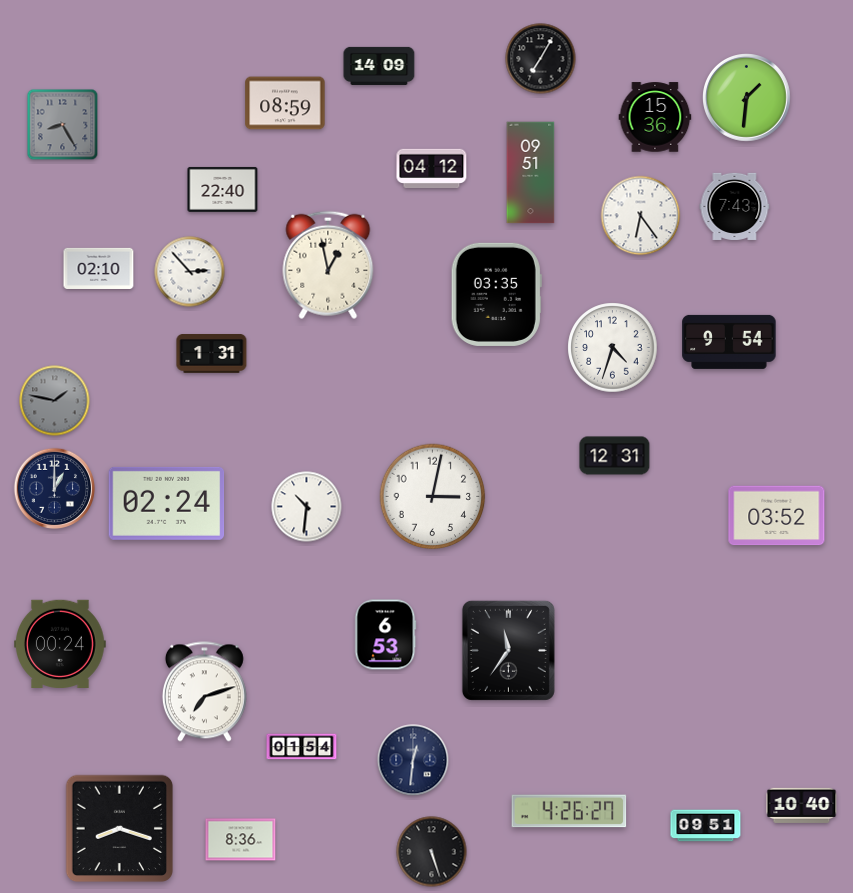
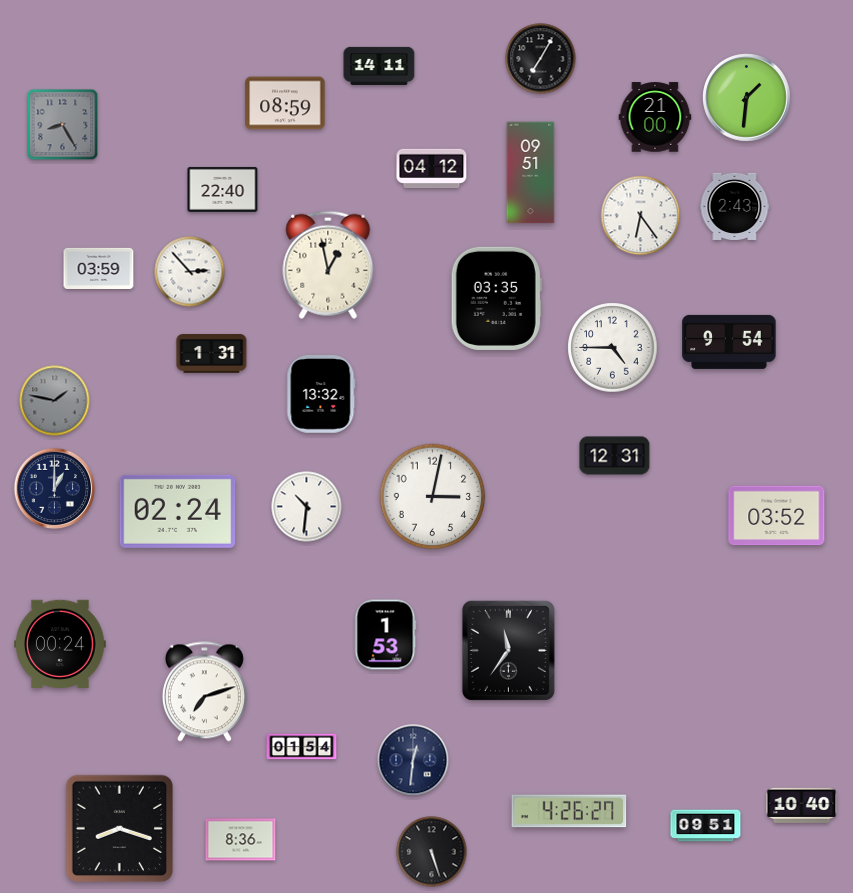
clock at (379, 66): 14:09 -> 14:11
clock at (655, 117): 15:36 -> 21:00
clock at (735, 206): 7:43 -> 2:43
clock at (99, 268): 02:10 -> 03:59
clock at (496, 294) position: (496, 294) -> (496, 298)
clock at (613, 348): 4:33 -> 4:45
clock at (321, 395): none -> 13:32
clock at (167, 503) position: (167, 503) -> (178, 511)
clock at (385, 635): 6:53 -> 1:53
